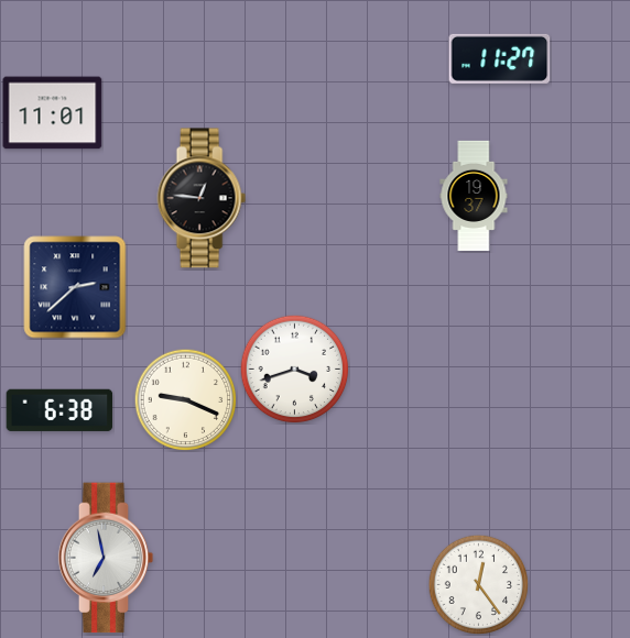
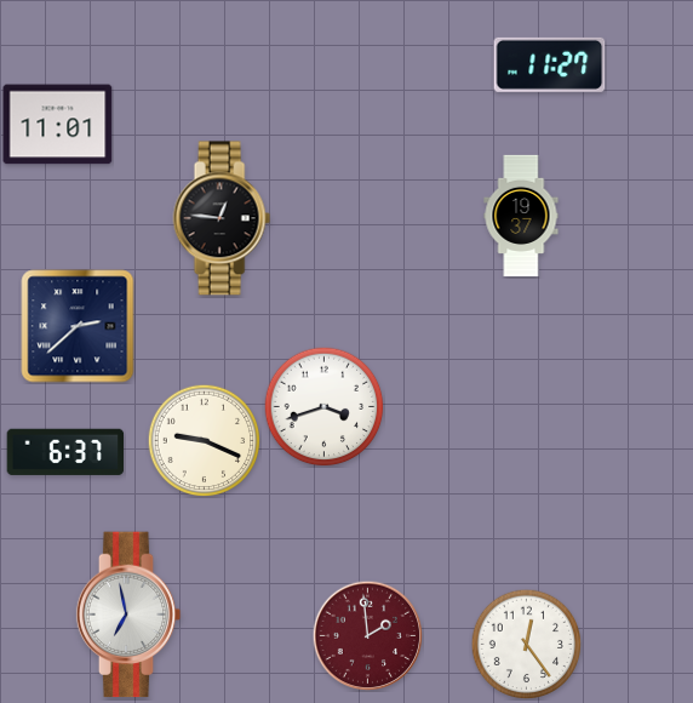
clock at (75, 287) position: (75, 287) -> (78, 326)
clock at (59, 410): 6:38 -> 6:37
clock at (106, 558) position: (106, 558) -> (128, 615)
clock at (367, 635): none -> 1:59
